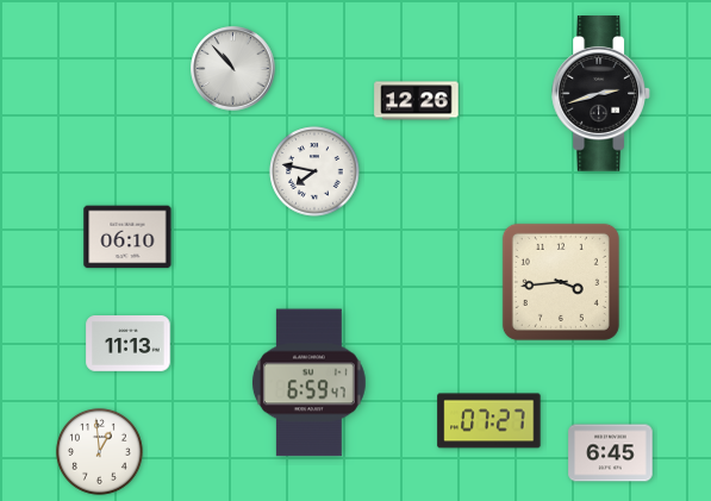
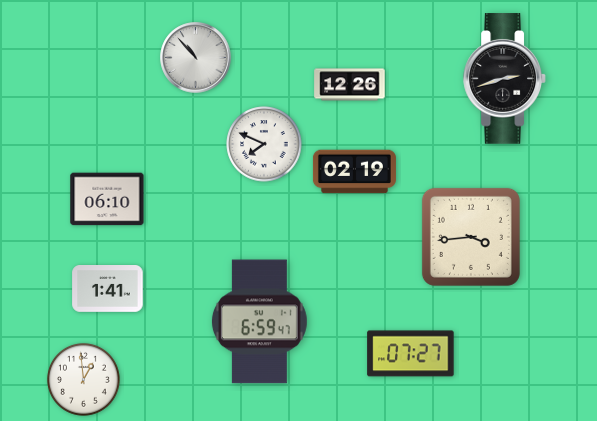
clock at (314, 171): 7:47 -> 7:49
clock at (354, 172): none -> 02:19
clock at (129, 344): 11:13 -> 1:41
clock at (611, 453): 6:45 -> none
